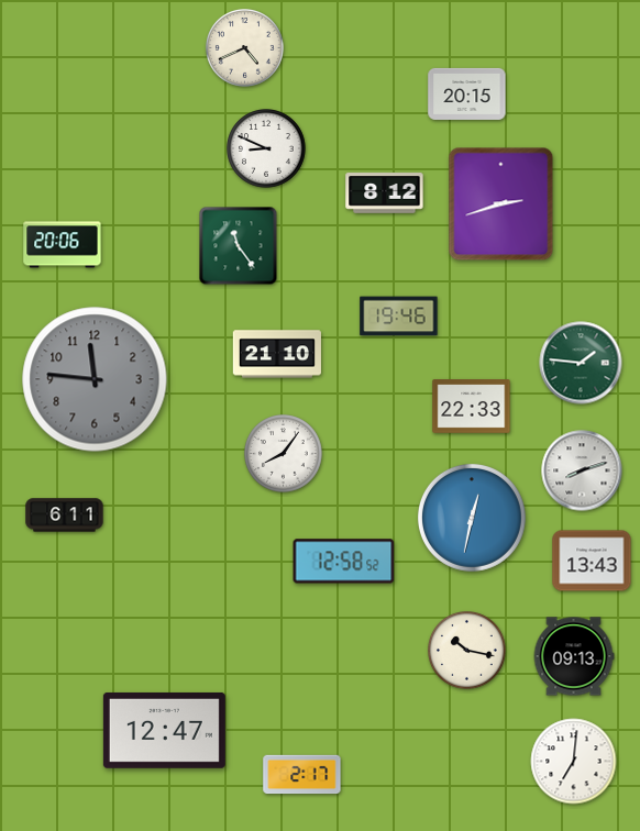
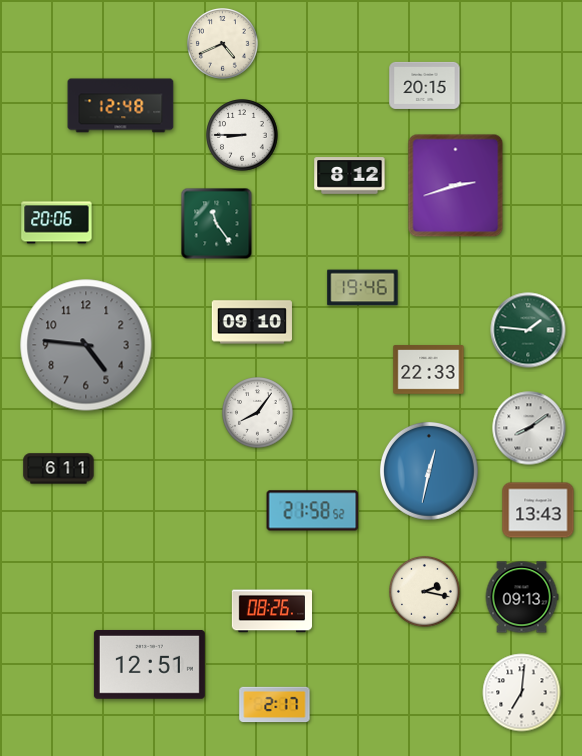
clock at (121, 106): none -> 12:48
clock at (266, 148): 8:49 -> 8:45
clock at (277, 354): 21:10 -> 09:10
clock at (95, 379): 11:46 -> 4:46
clock at (582, 470): 8:12 -> 8:09
clock at (344, 562): 12:58 -> 21:58
clock at (467, 651): 10:17 -> 2:17
clock at (271, 611): none -> 08:26
clock at (164, 730): 12:47 -> 12:51
